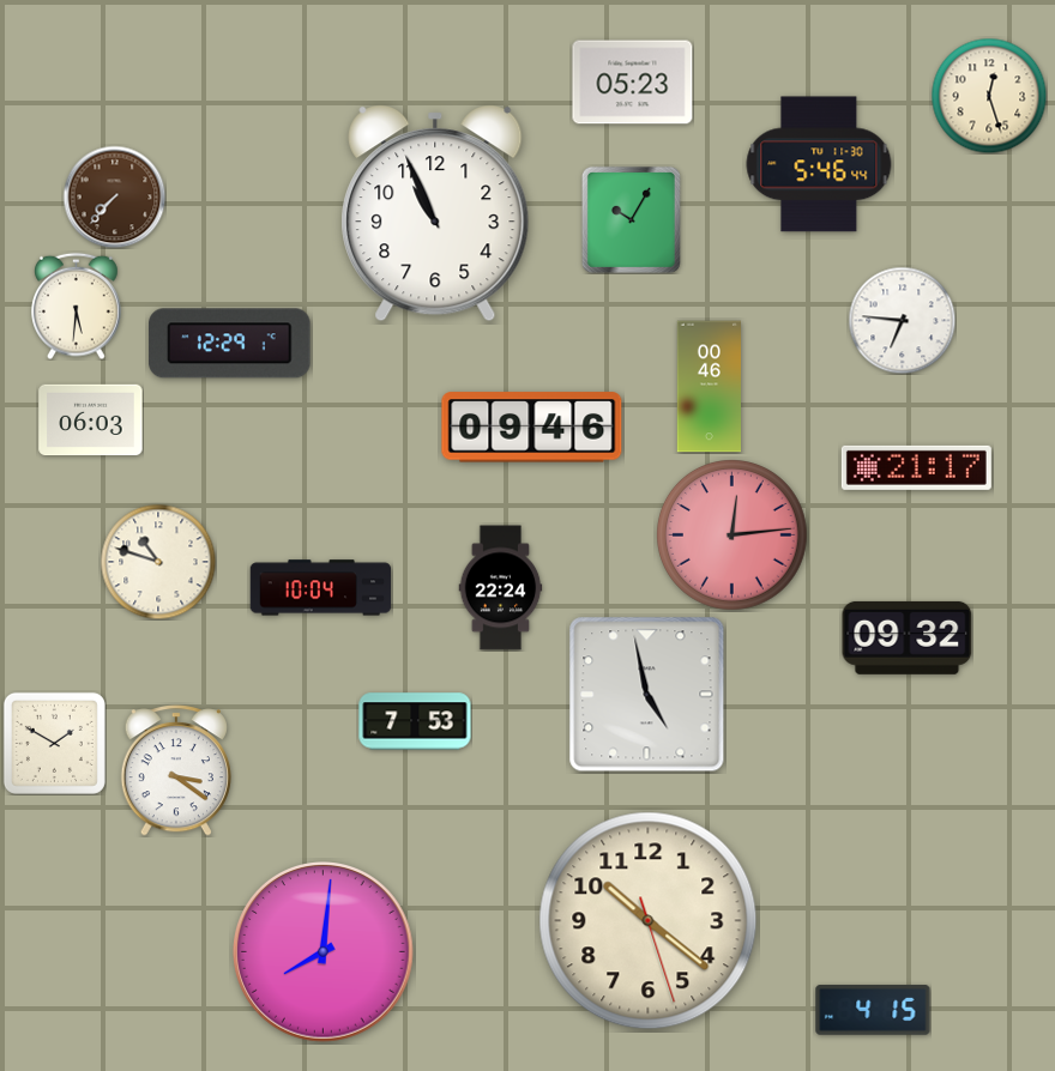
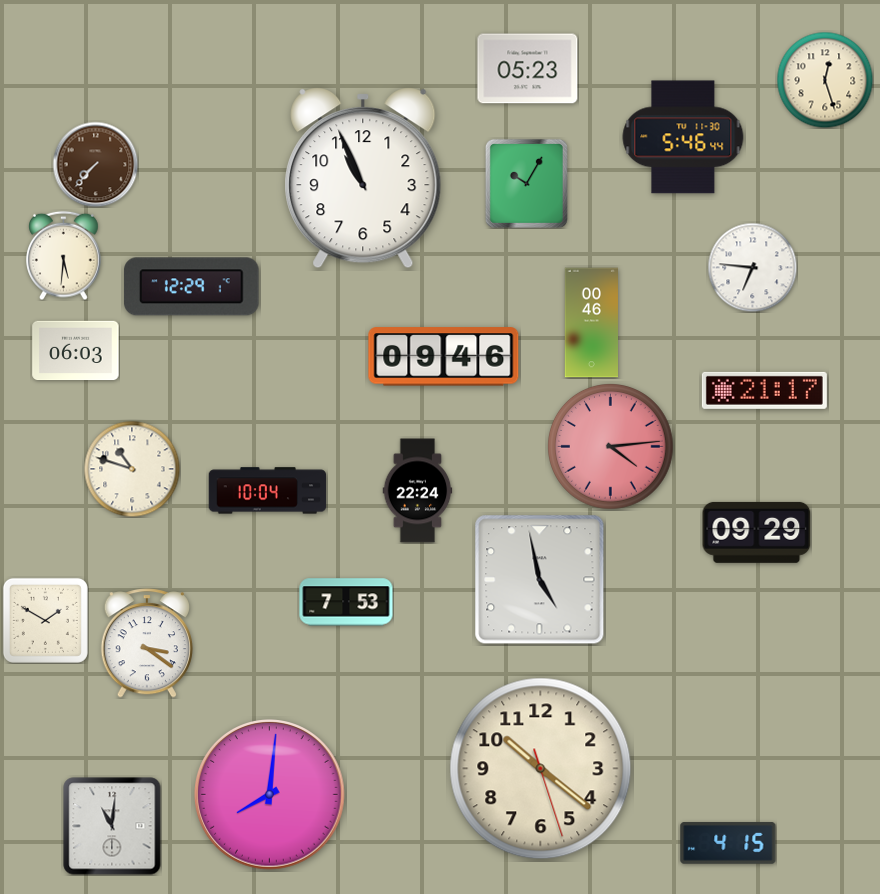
clock at (733, 535): 12:14 -> 4:14
clock at (908, 637): 09:32 -> 09:29
clock at (112, 826): none -> 11:01
